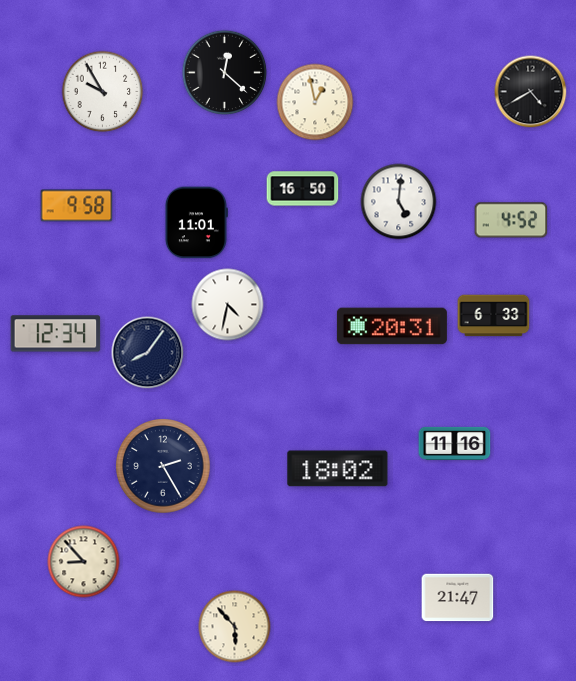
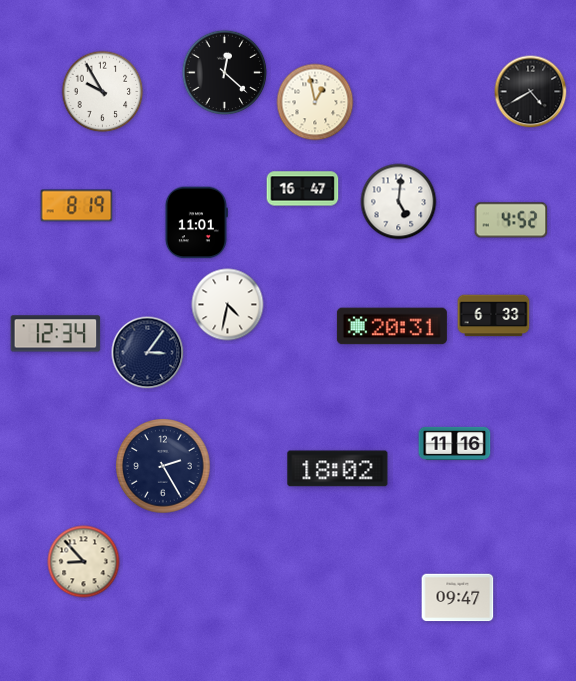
clock at (303, 189): 16:50 -> 16:47
clock at (77, 206): 9:58 -> 8:19
clock at (148, 353): 8:06 -> 3:06
clock at (458, 598): 21:47 -> 09:47
clock at (235, 627): 5:53 -> none
